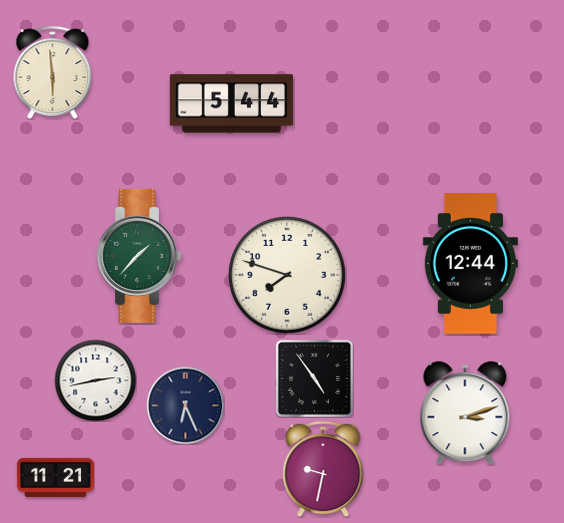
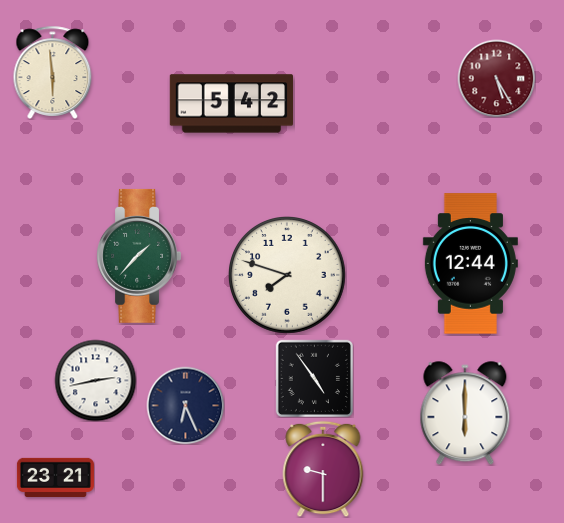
clock at (496, 78): none -> 5:25
clock at (232, 104): 5:44 -> 5:42
clock at (465, 413): 3:12 -> 6:00
clock at (323, 469): 9:32 -> 9:30
clock at (55, 477): 11:21 -> 23:21
